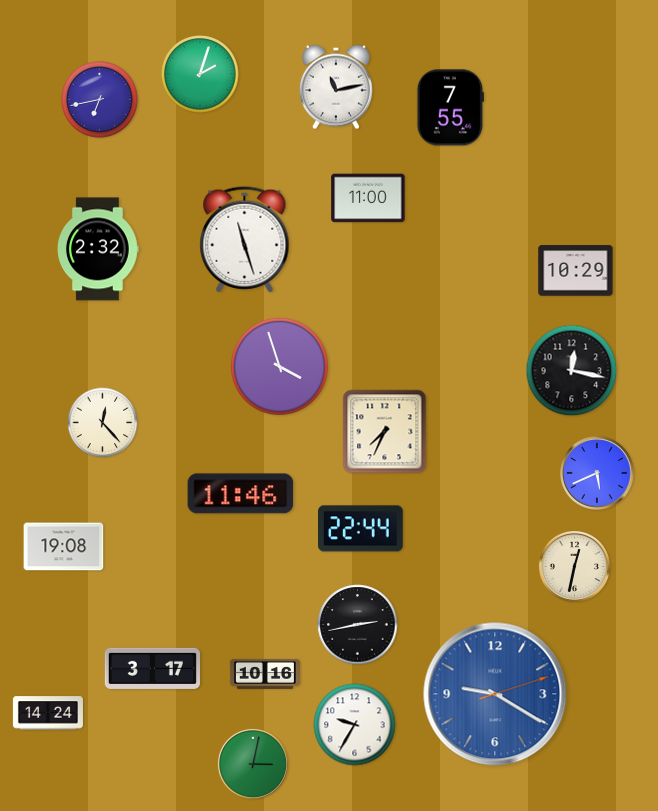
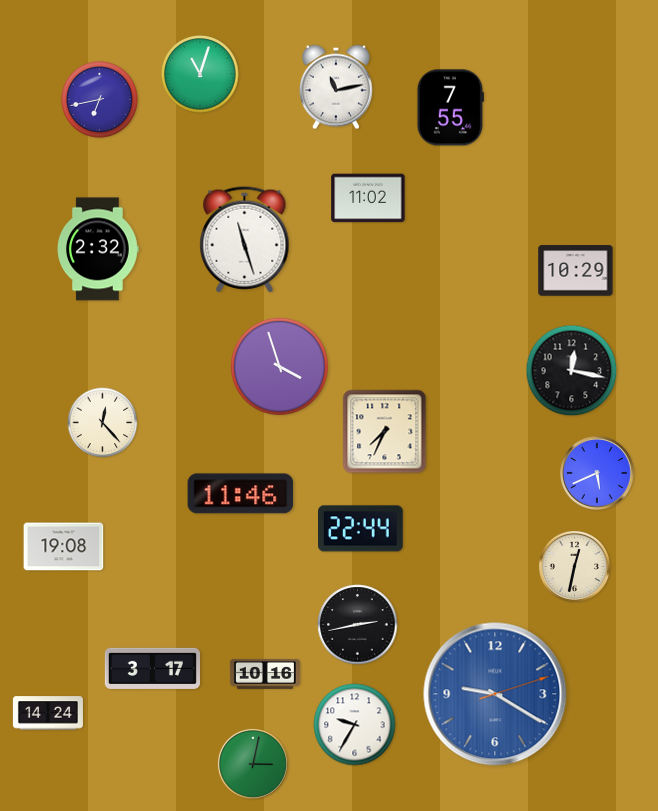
clock at (200, 74): 2:03 -> 11:03
clock at (368, 198): 11:00 -> 11:02
